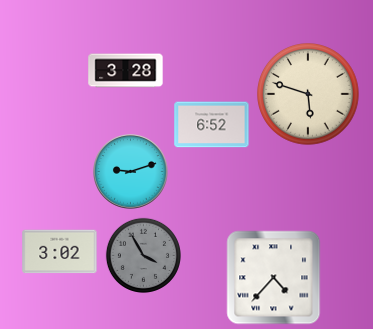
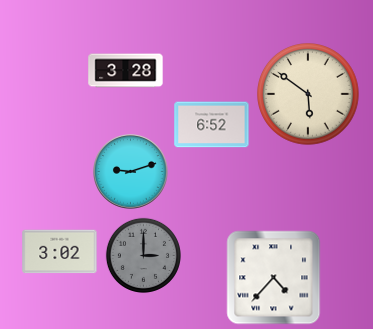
clock at (309, 95): 5:48 -> 5:51
clock at (143, 255): 3:55 -> 3:00
